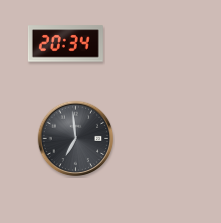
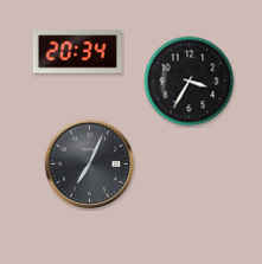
clock at (190, 82): none -> 3:35
clock at (76, 139): 6:59 -> 7:04
